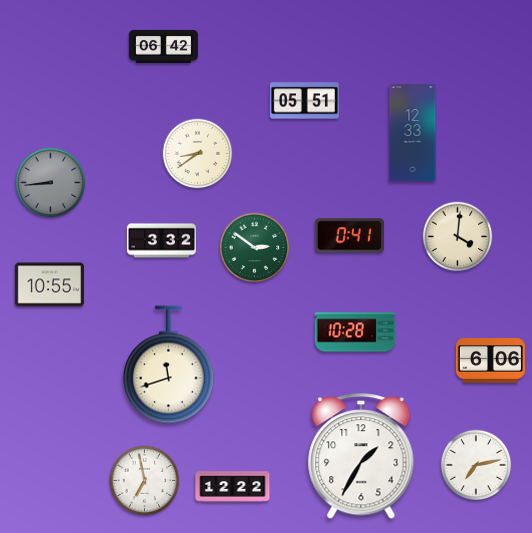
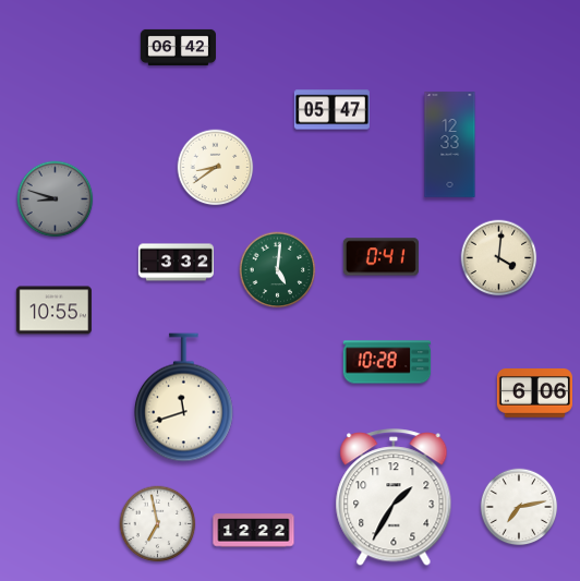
clock at (163, 46) position: (163, 46) -> (178, 47)
clock at (304, 101): 05:51 -> 05:47
clock at (51, 183): 8:44 -> 8:48
clock at (255, 248): 2:51 -> 5:01
